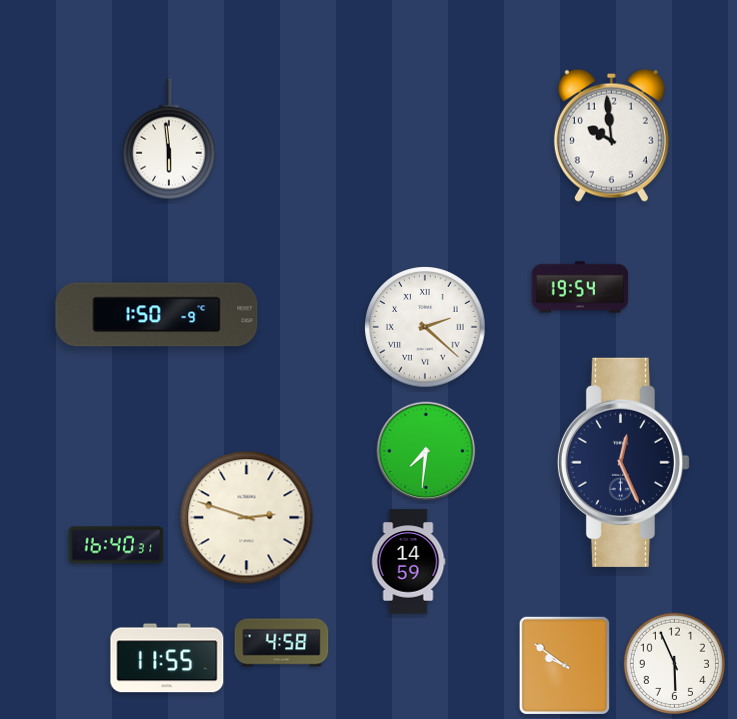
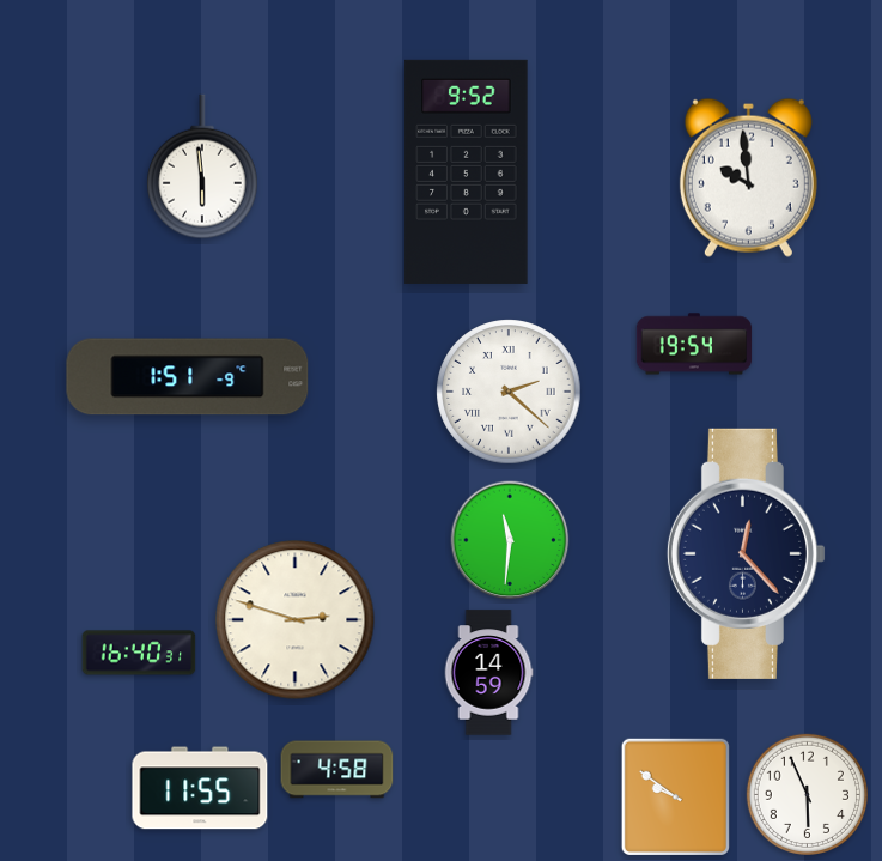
clock at (611, 135) position: (611, 135) -> (748, 177)
clock at (467, 171): none -> 9:52
clock at (157, 315): 1:50 -> 1:51
clock at (426, 451): 7:31 -> 11:31
clock at (623, 462): 12:26 -> 12:23
